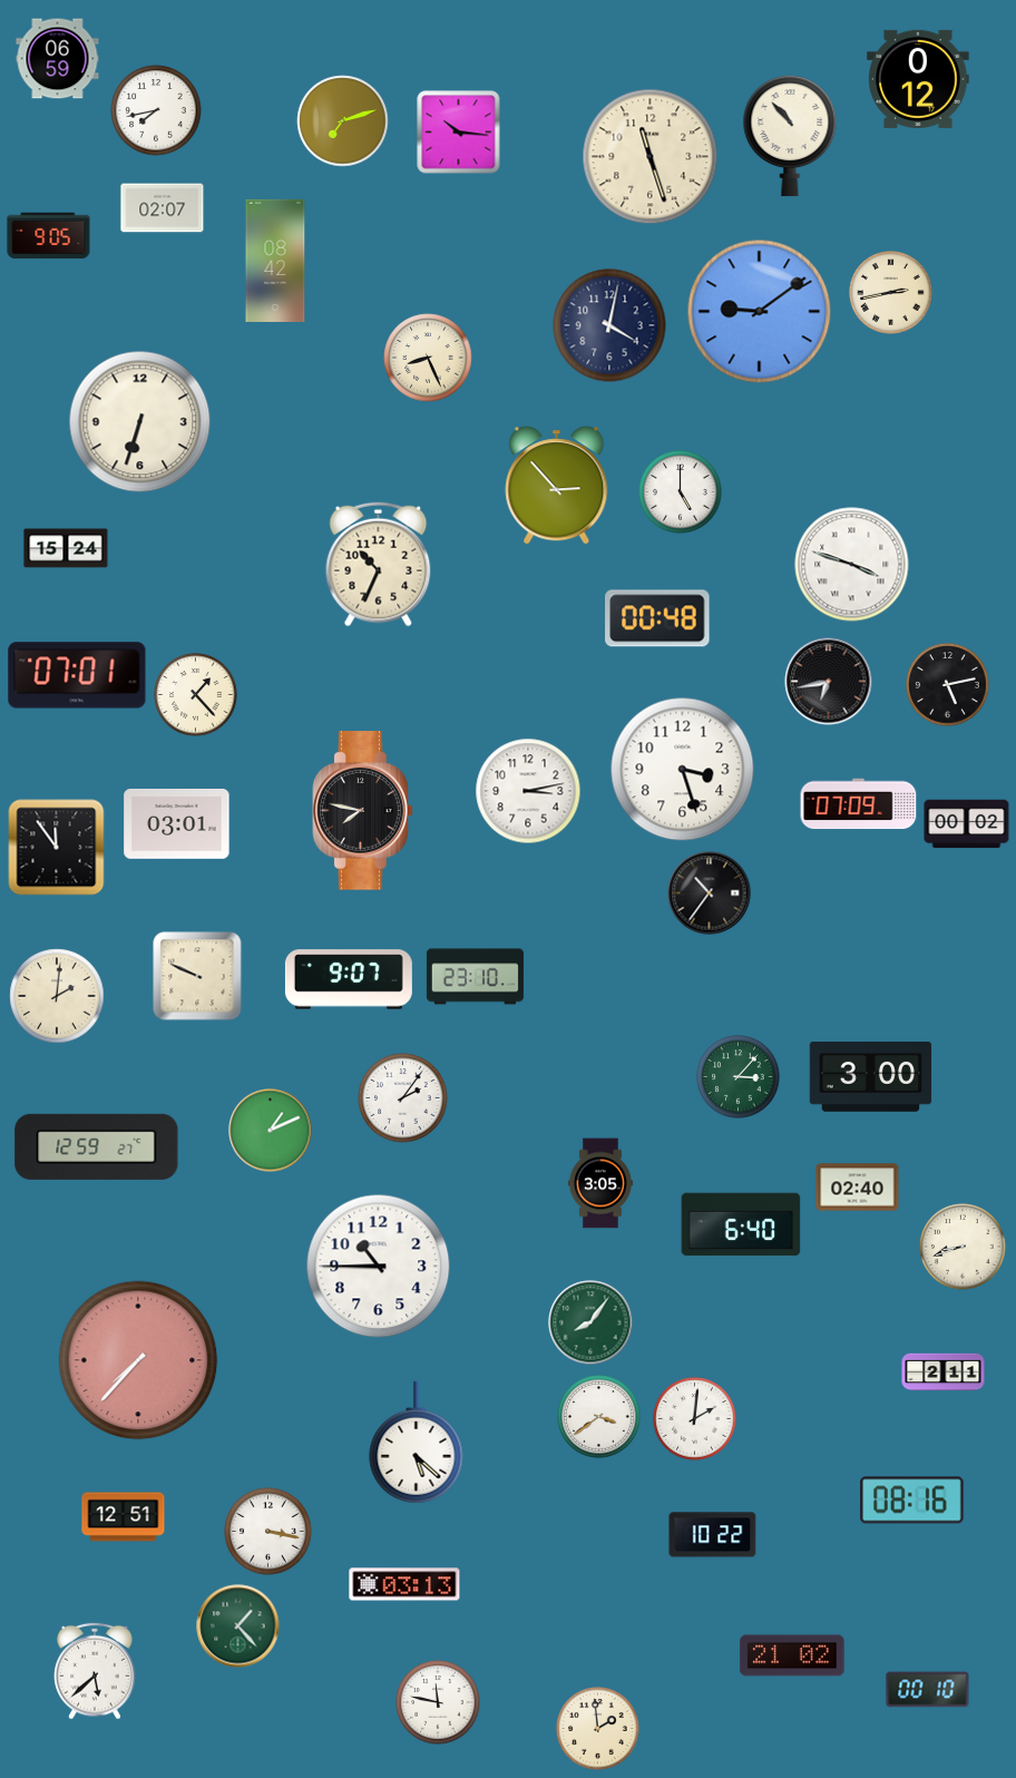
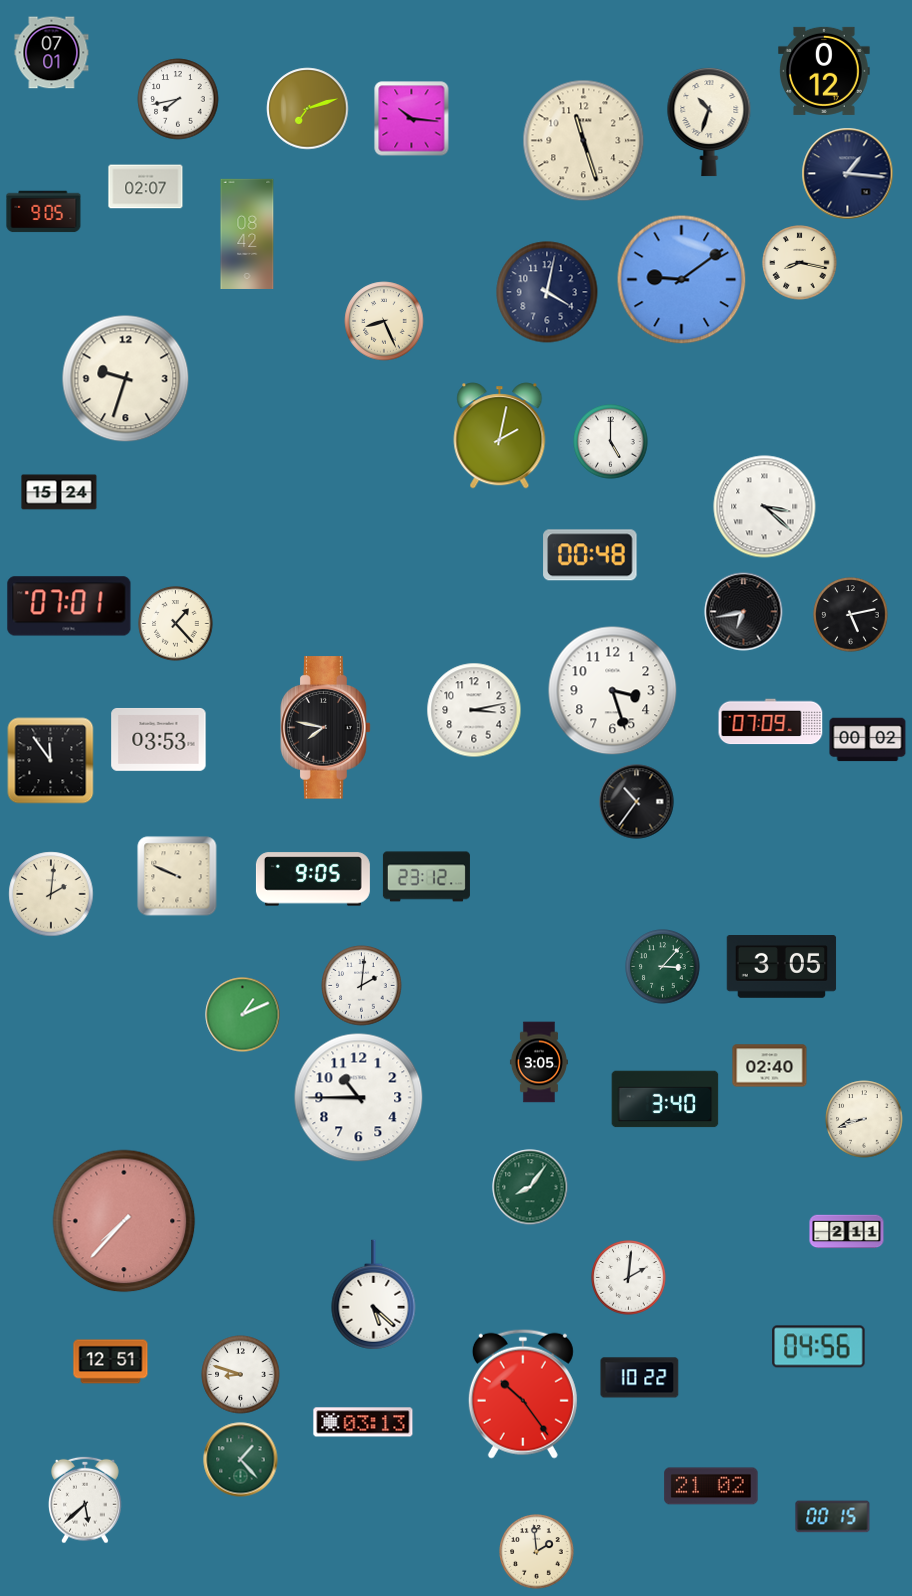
clock at (58, 59): 06:59 -> 07:01
clock at (156, 110) position: (156, 110) -> (178, 99)
clock at (790, 136): 10:53 -> 10:33
clock at (848, 174): none -> 1:16
clock at (891, 293): 2:43 -> 8:17
clock at (140, 422): 6:33 -> 9:33
clock at (557, 486): 2:53 -> 2:02
clock at (379, 565): 10:34 -> none
clock at (852, 565): 3:48 -> 3:22
clock at (177, 823): 03:01 -> 03:53
clock at (475, 977): 23:10 -> 23:12
clock at (349, 979): 9:07 -> 9:05
clock at (871, 1077): 3:00 -> 3:05
clock at (403, 1098): 2:06 -> 2:01
clock at (97, 1146): 12:59 -> none
clock at (741, 1224): 6:40 -> 3:40
clock at (379, 1267) position: (379, 1267) -> (359, 1098)
clock at (599, 1417): 3:39 -> none
clock at (695, 1419) position: (695, 1419) -> (629, 1278)
clock at (912, 1501): 08:16 -> 04:56
clock at (268, 1532): 3:17 -> 8:48
clock at (523, 1394): none -> 10:24
clock at (238, 1626) position: (238, 1626) -> (241, 1460)
clock at (928, 1690): 00:10 -> 00:15
clock at (438, 1702): 11:47 -> none
